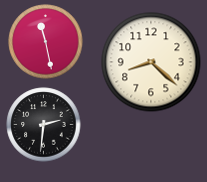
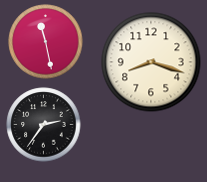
clock at (151, 62): 8:22 -> 8:18
clock at (44, 125): 2:31 -> 2:36
